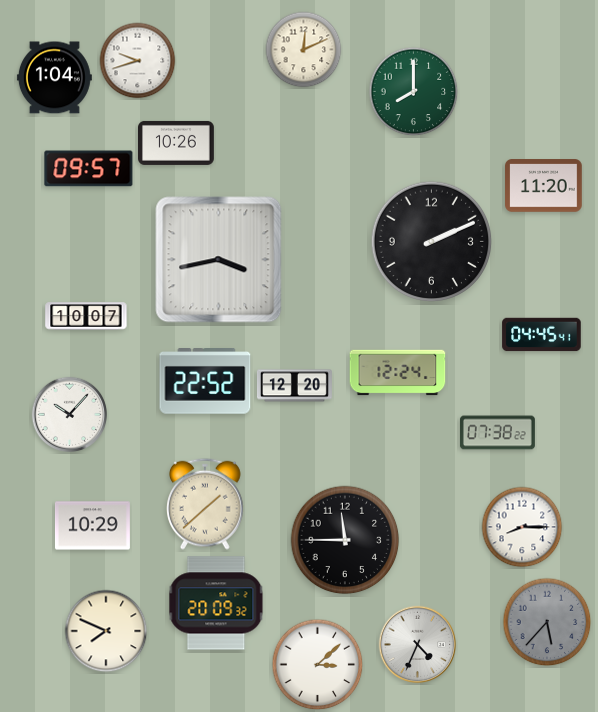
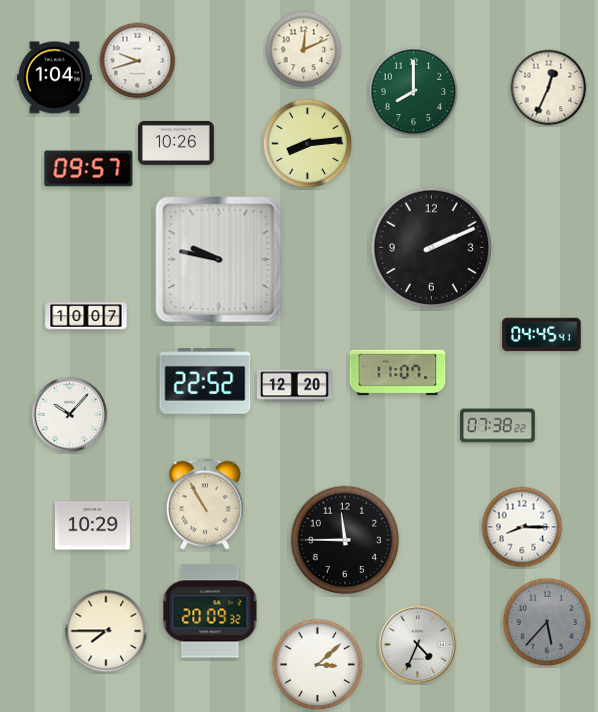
clock at (549, 88): none -> 12:34
clock at (308, 144): none -> 8:14
clock at (544, 186): 11:20 -> none
clock at (432, 242) position: (432, 242) -> (432, 248)
clock at (219, 260): 3:43 -> 9:47
clock at (398, 373): 12:24 -> 11:07
clock at (497, 433) position: (497, 433) -> (497, 426)
clock at (206, 504): 1:38 -> 10:55
clock at (216, 603) position: (216, 603) -> (210, 611)
clock at (106, 631): 7:49 -> 7:45
